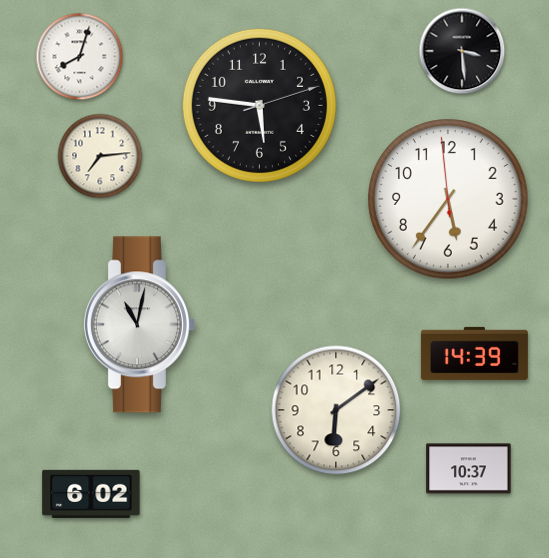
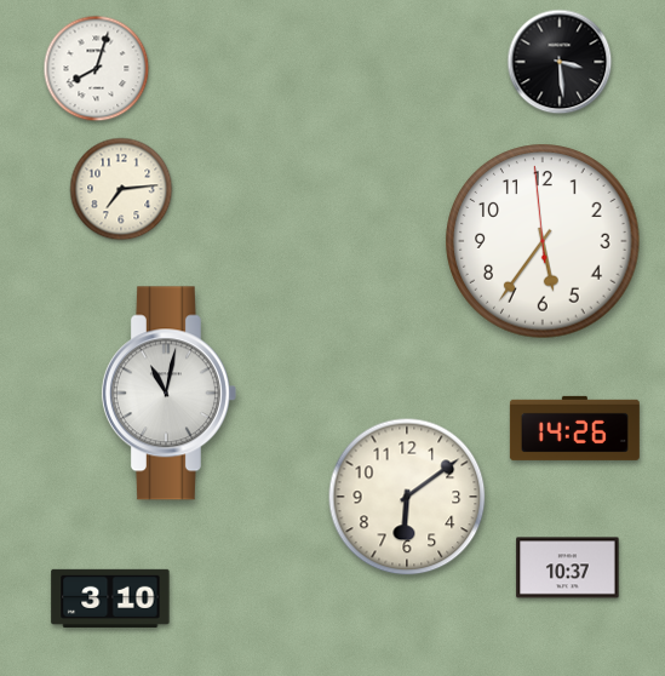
clock at (259, 105): 5:46 -> none
clock at (474, 353): 14:39 -> 14:26
clock at (91, 494): 6:02 -> 3:10
